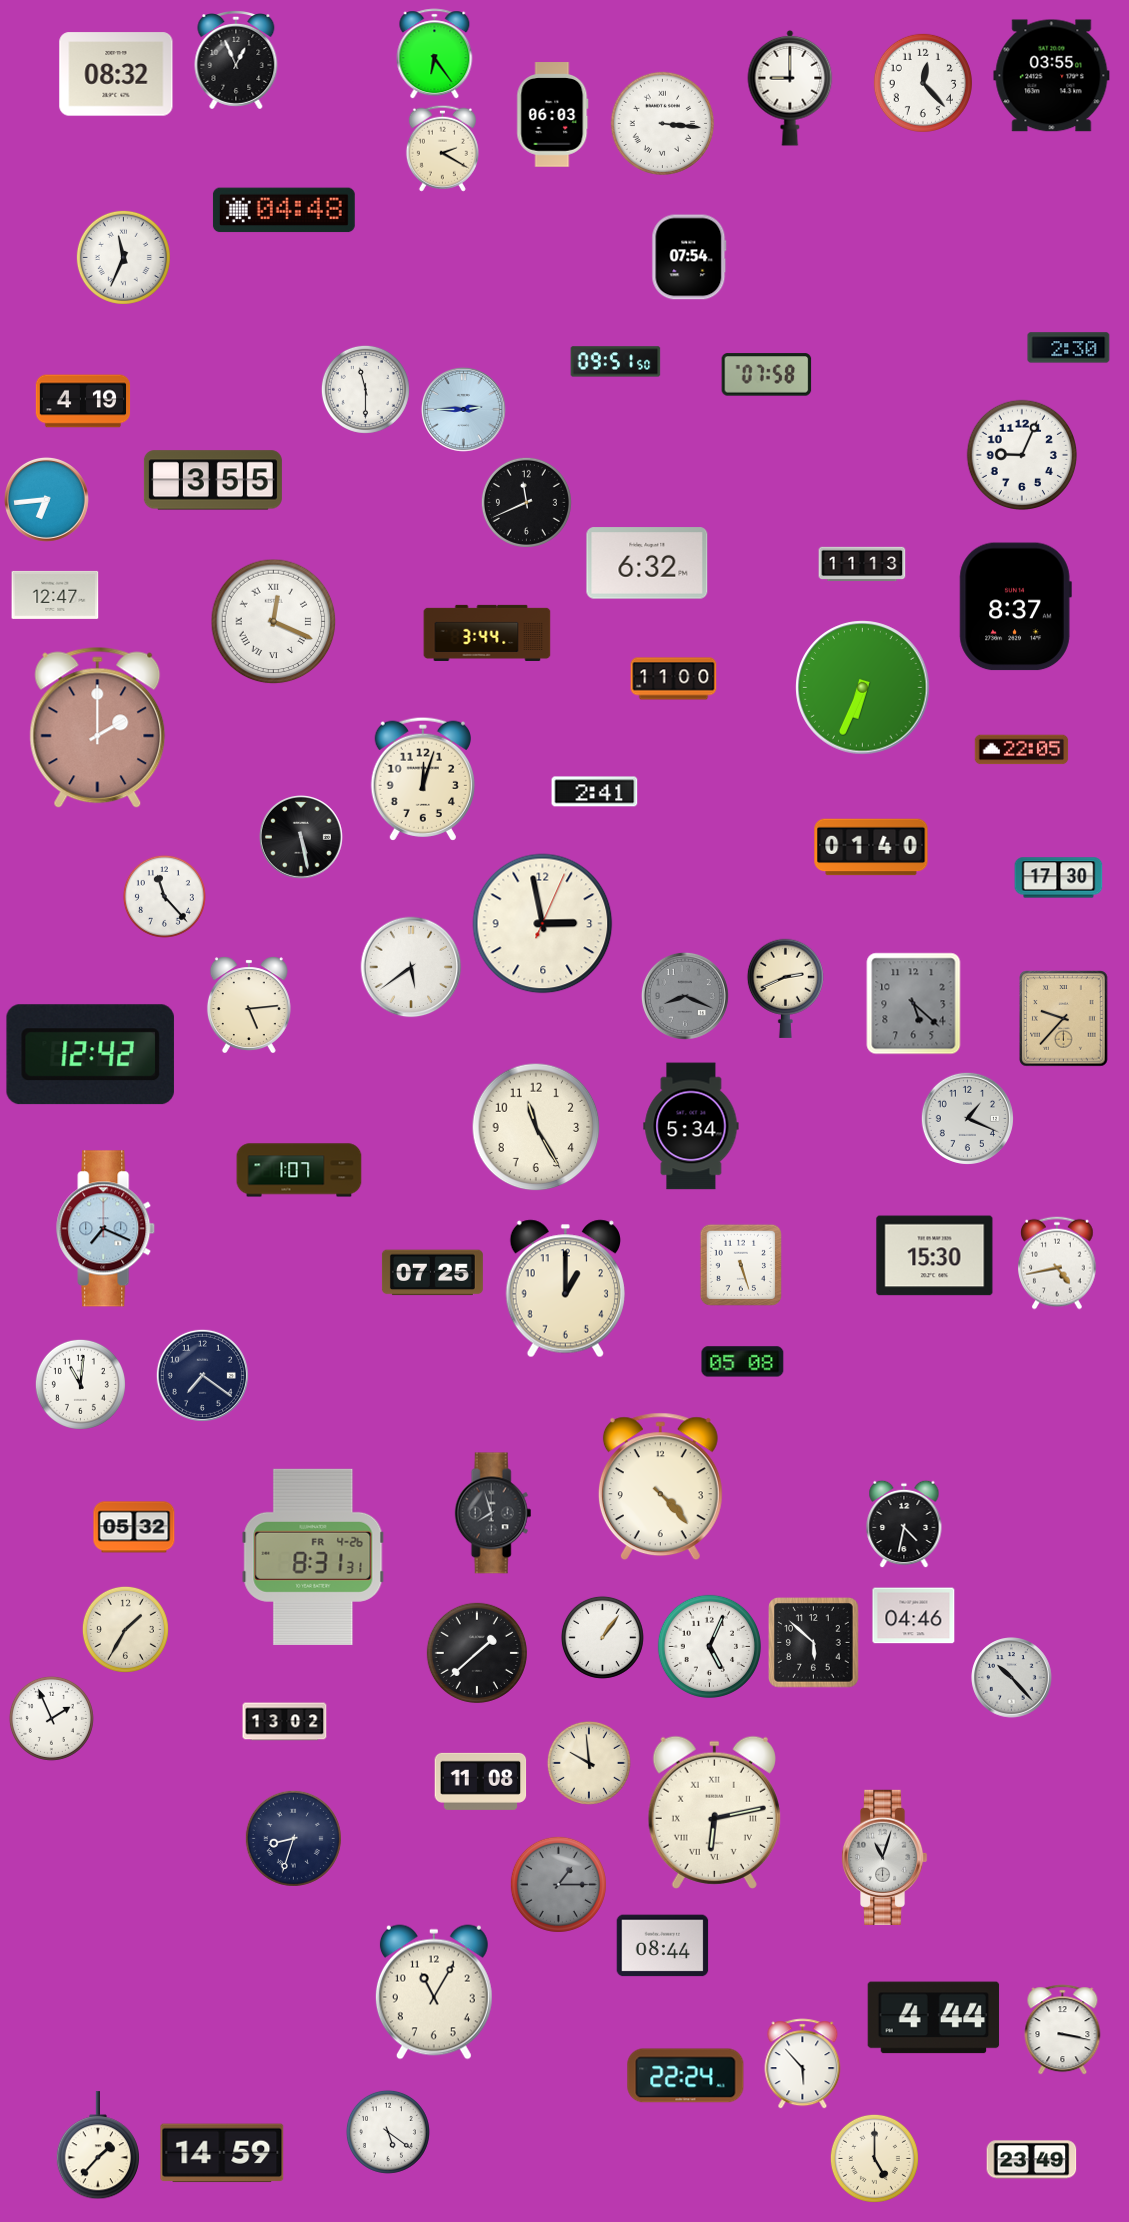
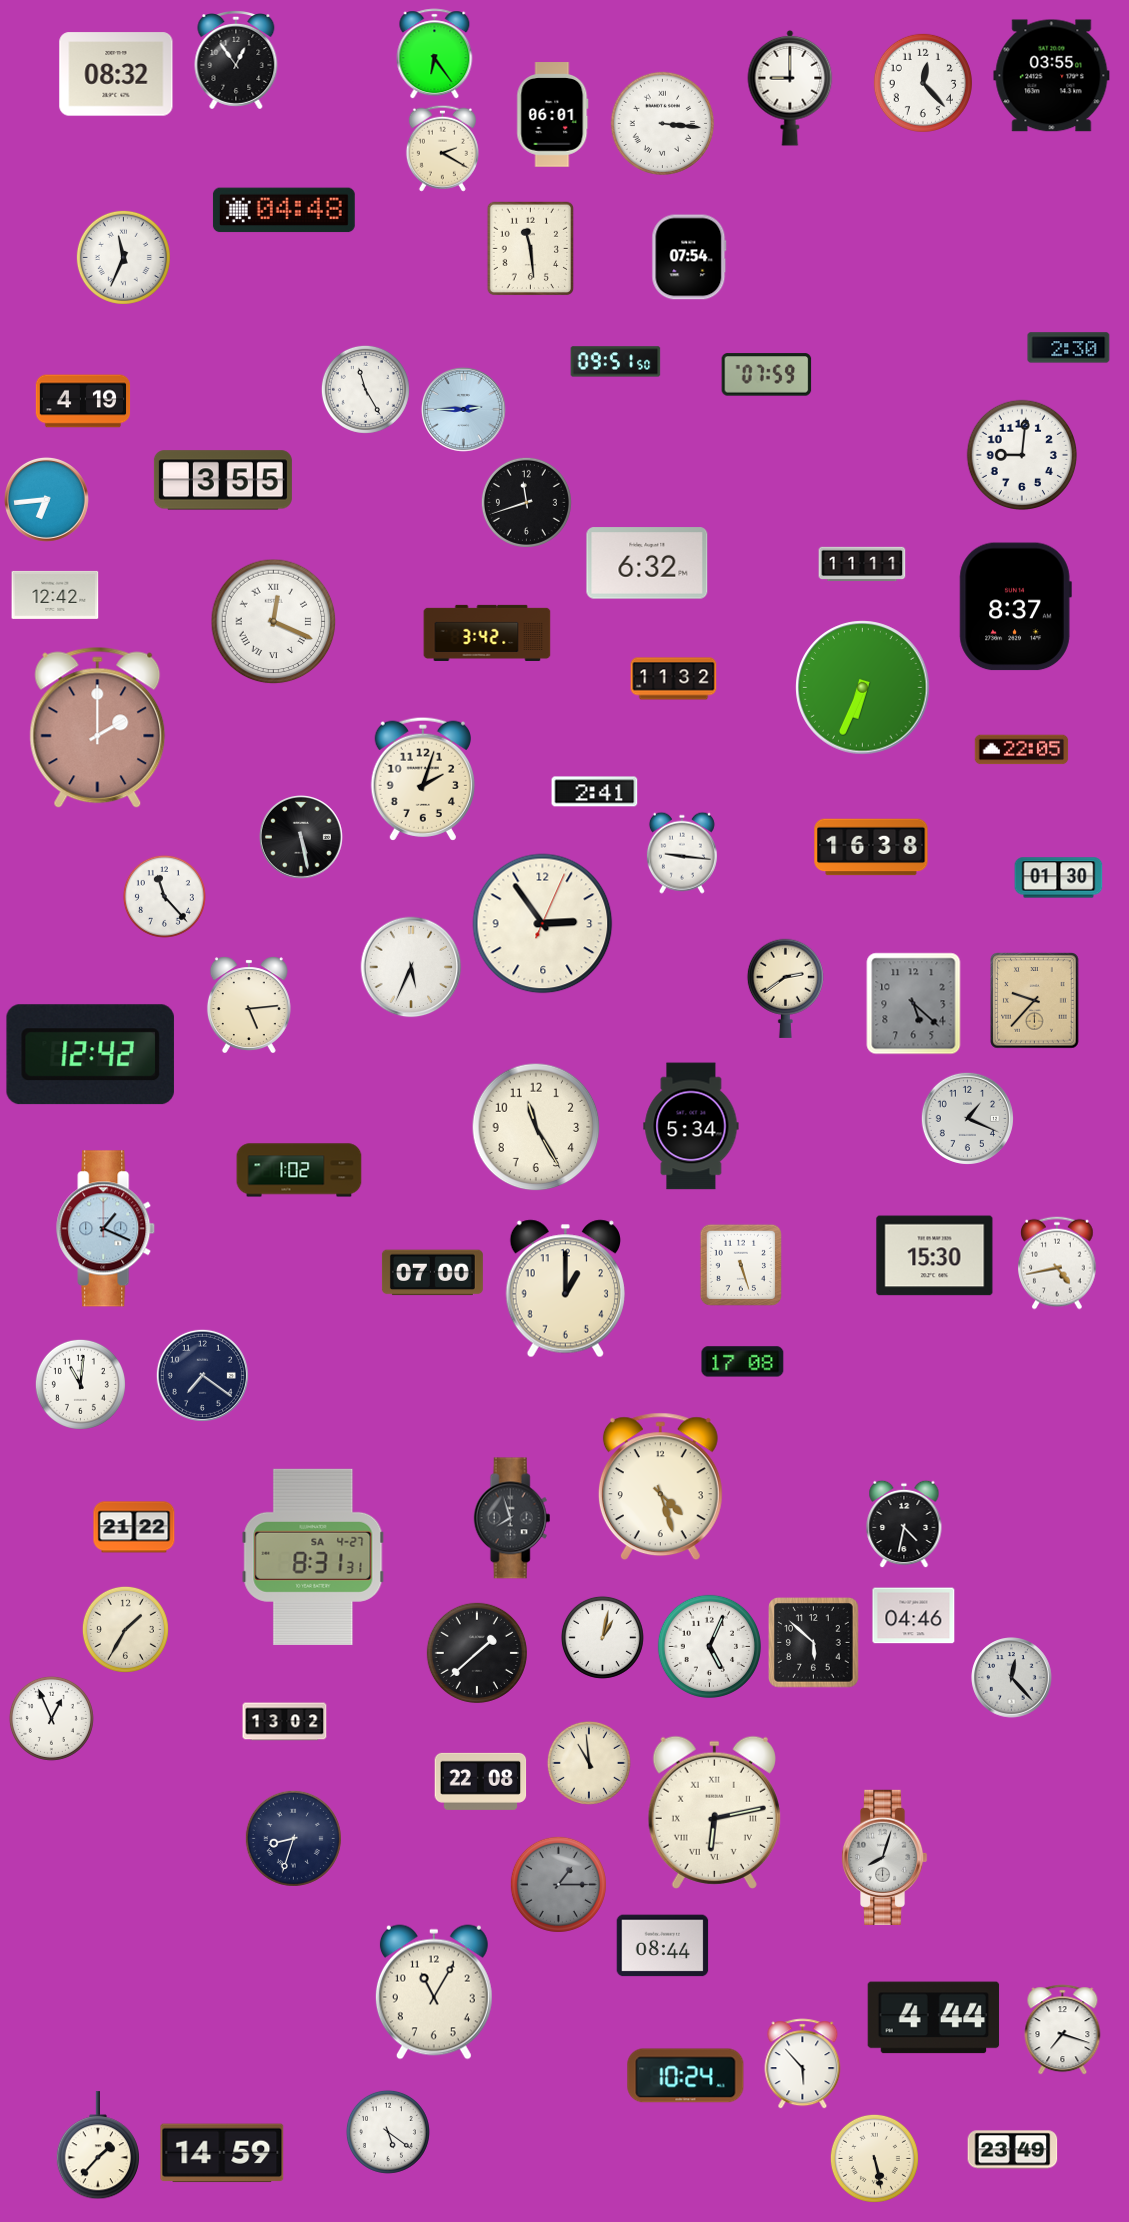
clock at (236, 61): 12:56 -> 12:54
clock at (553, 115): 06:03 -> 06:01
clock at (531, 249): none -> 11:29
clock at (767, 375): 07:58 -> 07:59
clock at (365, 389): 11:30 -> 11:25
clock at (1022, 455): 9:04 -> 9:01
clock at (213, 480) position: (213, 480) -> (223, 480)
clock at (526, 502): 11:41 -> 11:42
clock at (862, 564): 11:13 -> 11:11
clock at (55, 595): 12:47 -> 12:42
clock at (487, 633): 3:44 -> 3:42
clock at (674, 679): 11:00 -> 11:32
clock at (423, 779): 12:03 -> 2:03
clock at (871, 847): 01:40 -> 16:38
clock at (682, 853): none -> 9:16
clock at (1059, 878): 17:30 -> 01:30
clock at (543, 924): 2:58 -> 2:54
clock at (411, 967): 5:39 -> 5:34
clock at (785, 988): 2:41 -> 2:39
clock at (685, 996): 8:19 -> none
clock at (1064, 1019) position: (1064, 1019) -> (1035, 1001)
clock at (299, 1170): 1:07 -> 1:02
clock at (106, 1229): 7:19 -> 1:19
clock at (432, 1273): 07:25 -> 07:00
clock at (743, 1362): 05:08 -> 17:08
clock at (660, 1487): 4:23 -> 4:27
clock at (493, 1513) position: (493, 1513) -> (512, 1518)
clock at (134, 1527): 05:32 -> 21:22
clock at (313, 1557) date: FR 4-26 -> SA 4-27
clock at (602, 1637): 1:06 -> 1:02
clock at (1012, 1678): 10:23 -> 12:23
clock at (51, 1718): 1:56 -> 12:56
clock at (589, 1763): 9:59 -> 10:59
clock at (481, 1781): 11:08 -> 22:08
clock at (884, 1857): 11:03 -> 8:03
clock at (1063, 2030): 3:17 -> 7:18
clock at (686, 2076): 22:24 -> 10:24
clock at (874, 2158): 5:00 -> 5:28
clock at (1032, 2160) position: (1032, 2160) -> (1013, 2150)
